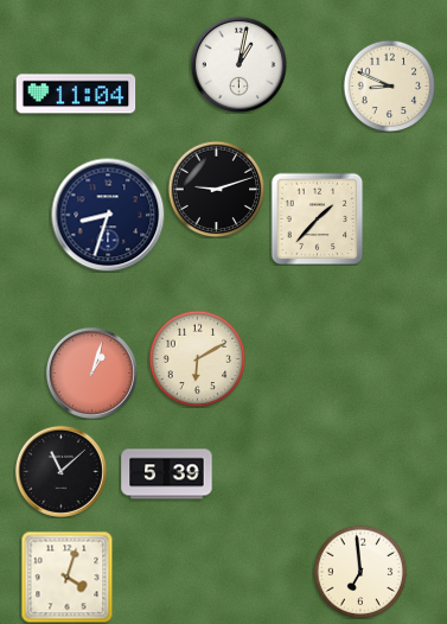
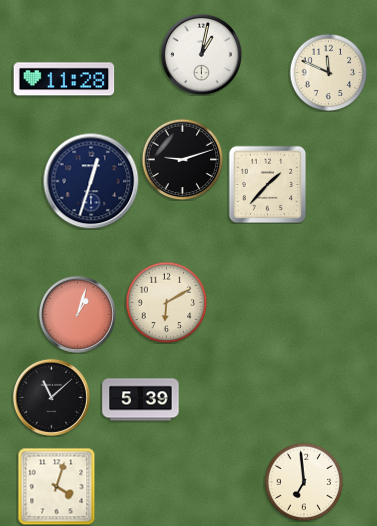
clock at (389, 85): 8:49 -> 11:49
clock at (76, 94): 11:04 -> 11:28
clock at (108, 215): 8:33 -> 12:33
